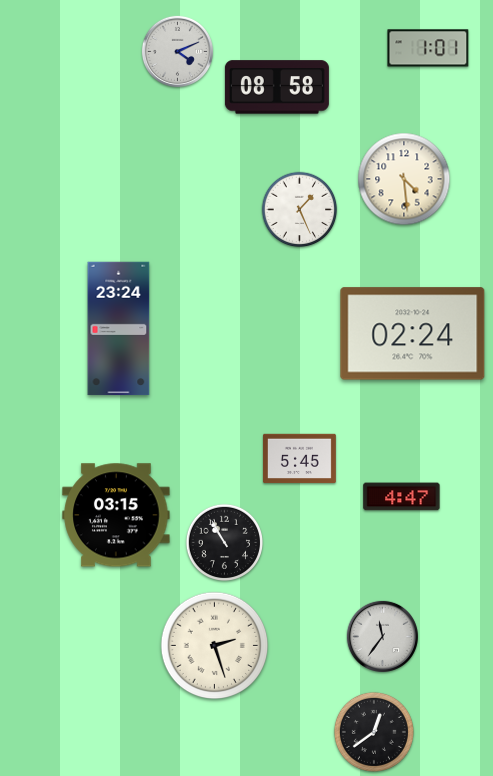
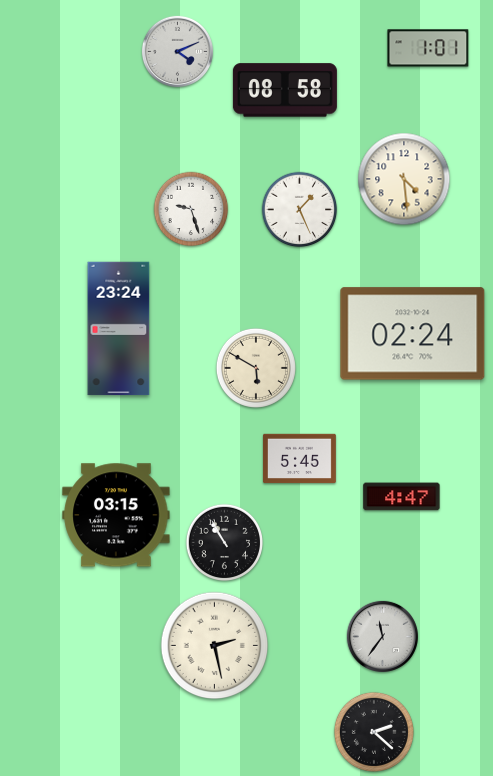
clock at (277, 87) position: (277, 87) -> (285, 90)
clock at (191, 209): none -> 9:27
clock at (256, 368): none -> 5:50
clock at (215, 646): 2:27 -> 2:28
clock at (374, 732): 12:39 -> 2:22
